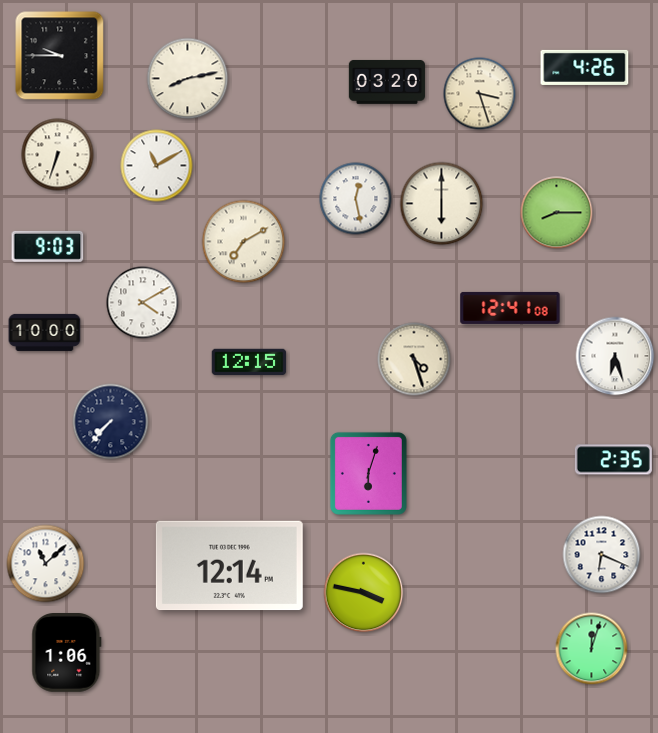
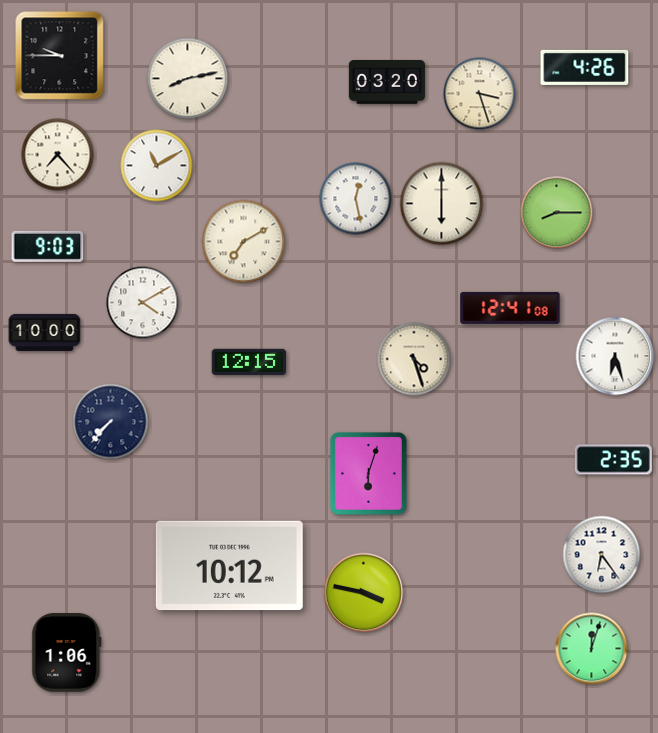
clock at (58, 155): 6:33 -> 7:23
clock at (602, 555): 6:19 -> 6:24
clock at (46, 564): 11:08 -> none
clock at (229, 566): 12:14 -> 10:12
